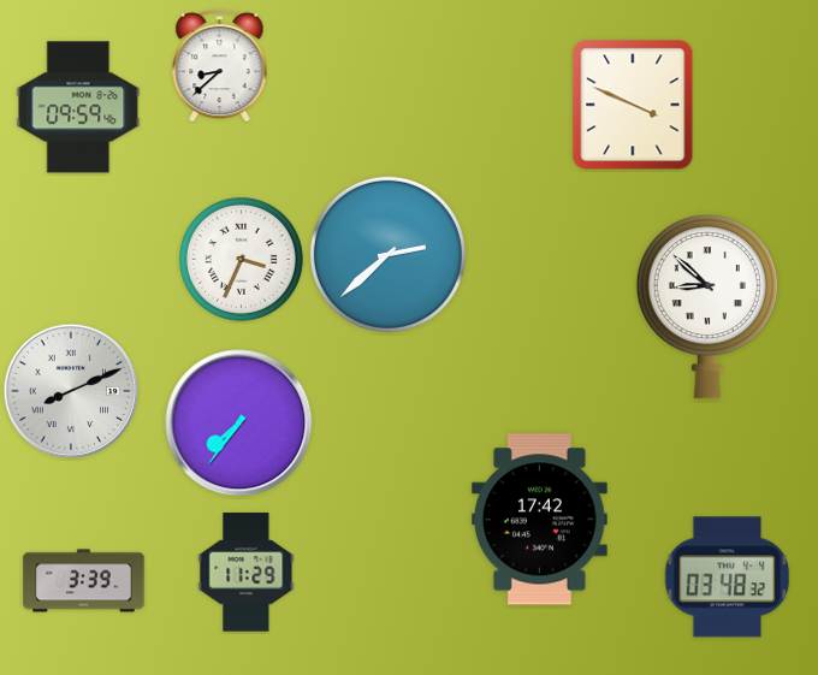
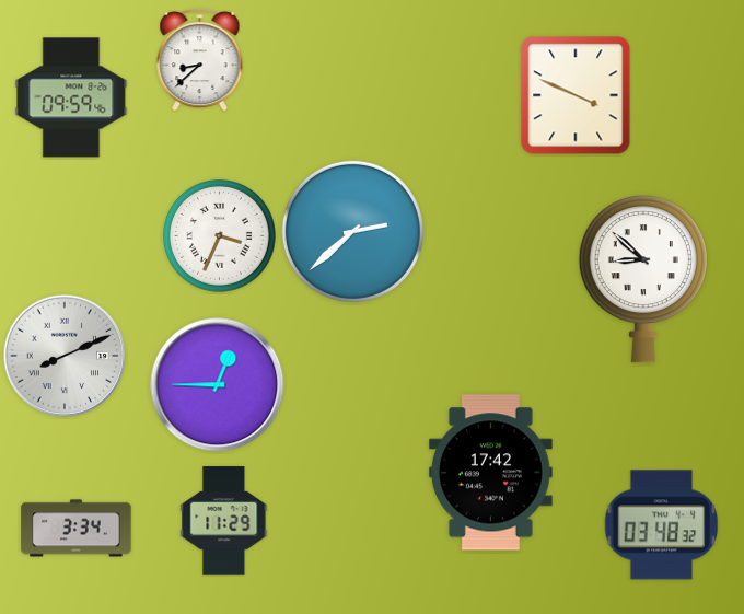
clock at (239, 424): 7:36 -> 12:45
clock at (84, 581): 3:39 -> 3:34
